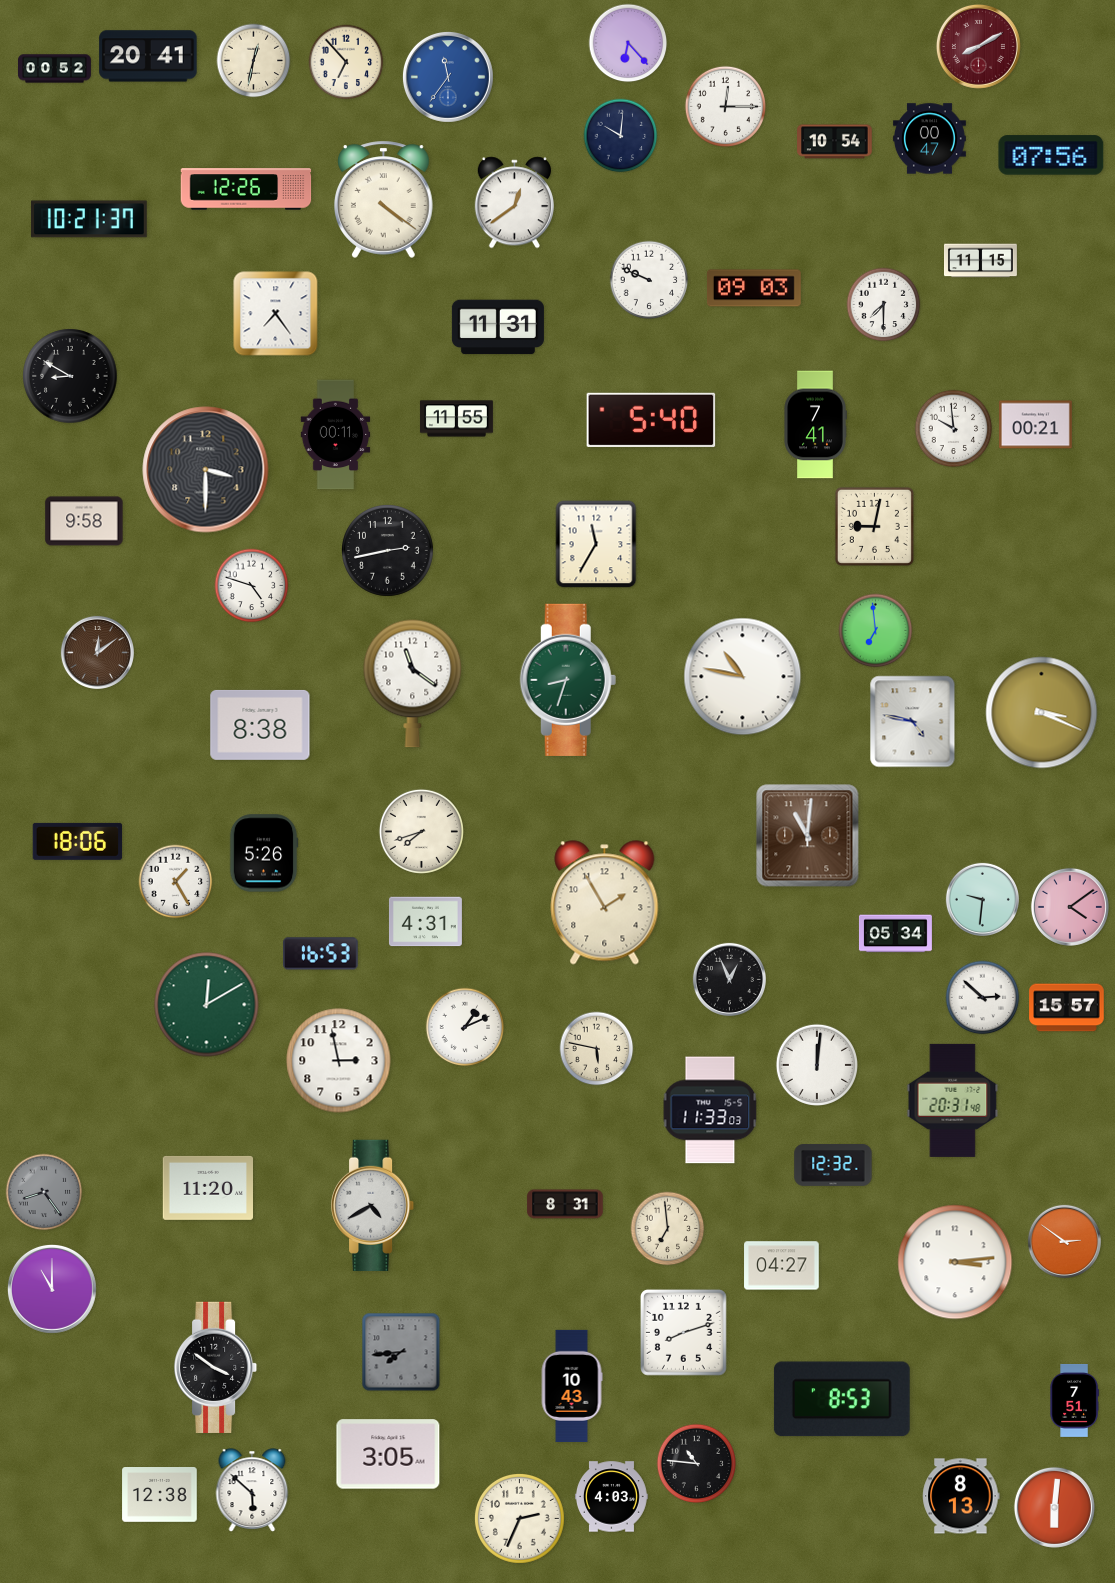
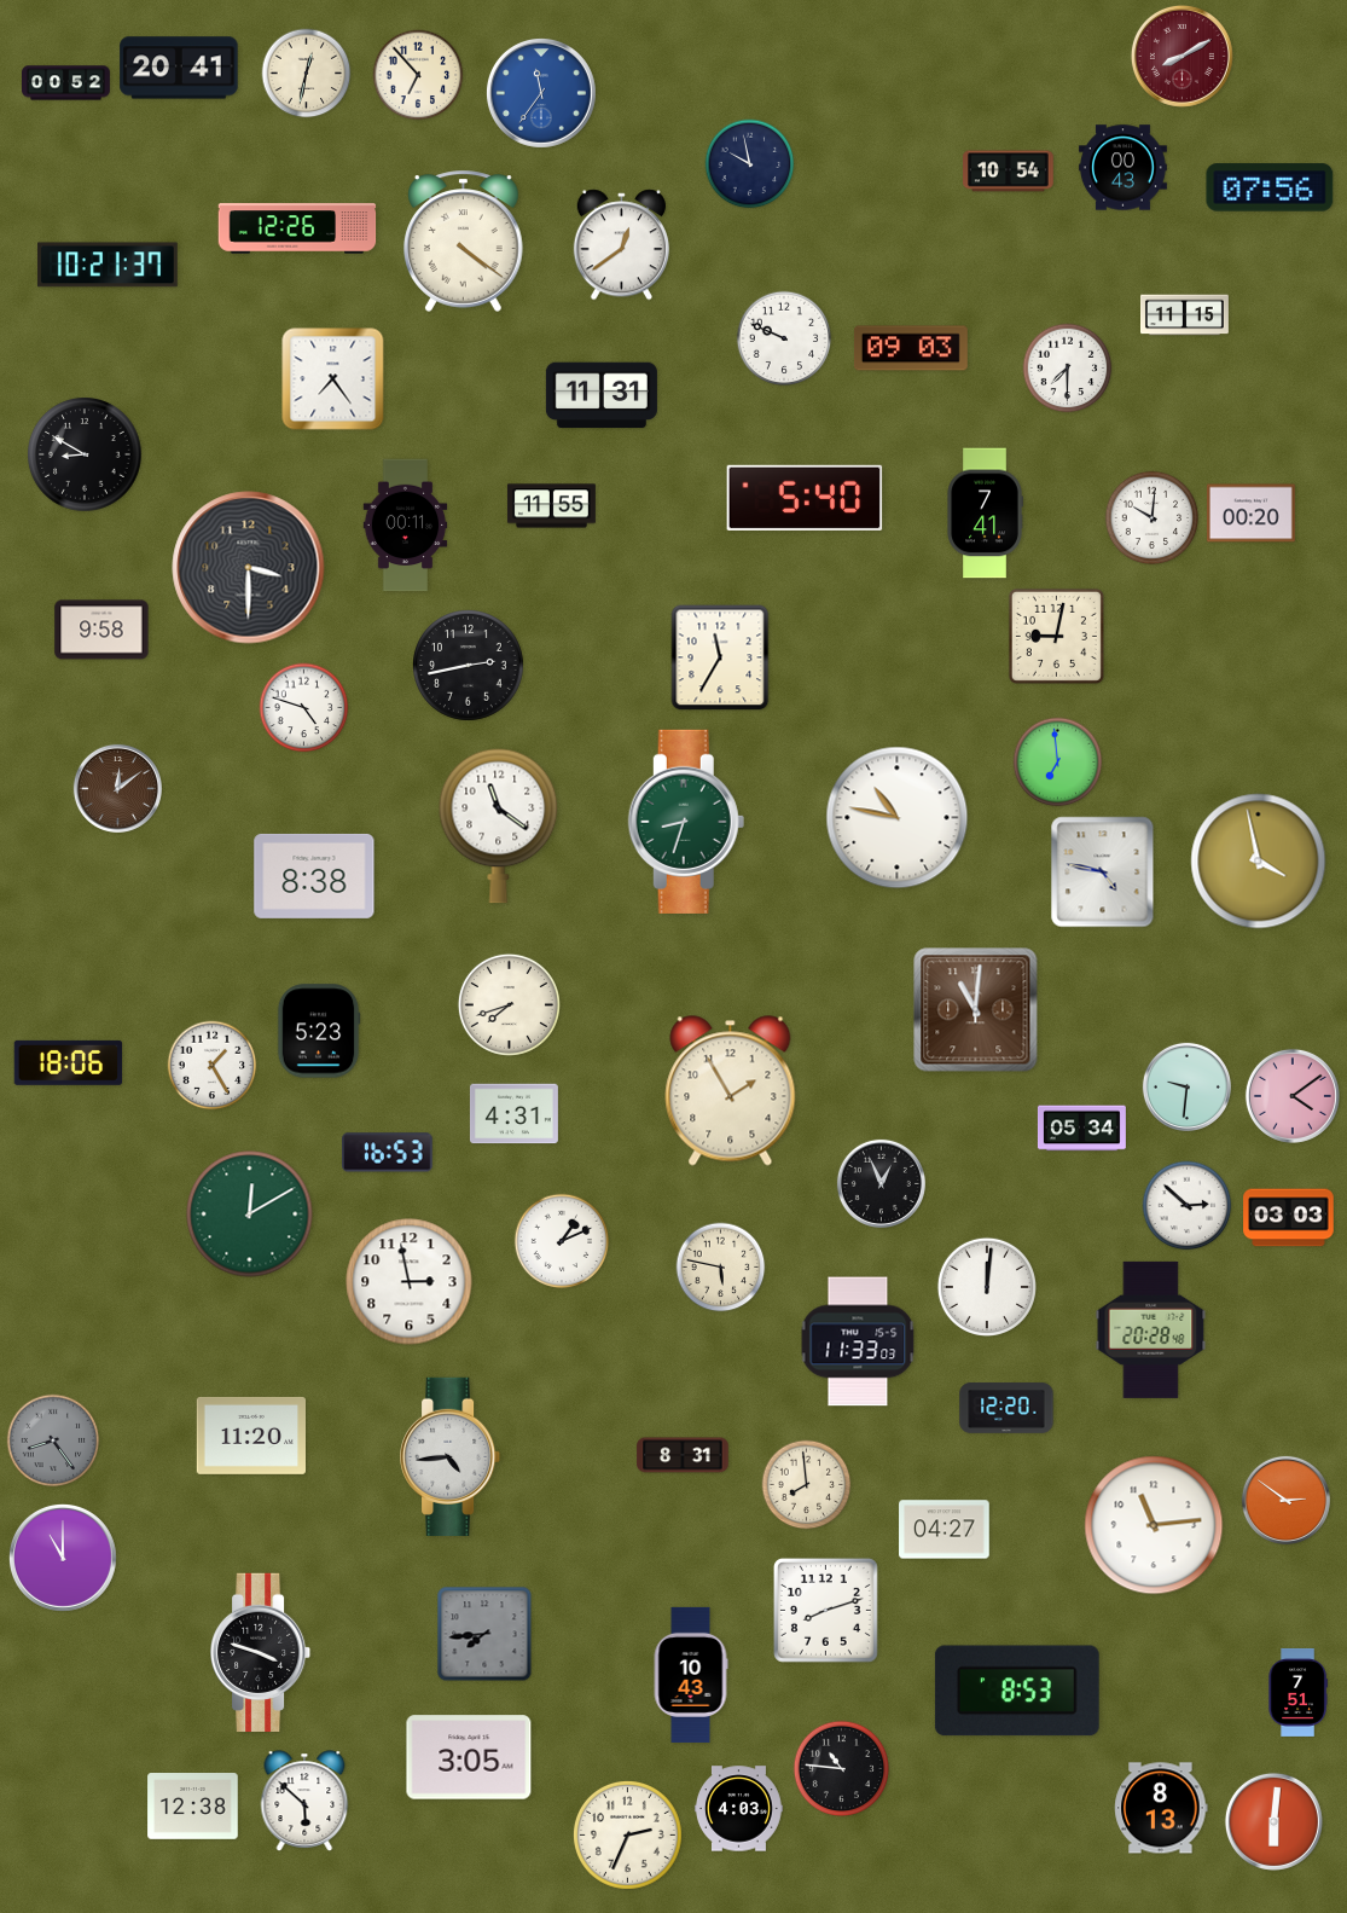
clock at (628, 43): 6:23 -> none
clock at (725, 106): 12:15 -> none
clock at (621, 136): 10:01 -> 9:58
clock at (929, 139): 00:47 -> 00:43
clock at (651, 420) position: (651, 420) -> (805, 498)
clock at (1035, 425): 00:21 -> 00:20
clock at (954, 429): 9:59 -> 10:01
clock at (1042, 713): 3:19 -> 3:58
clock at (78, 841) position: (78, 841) -> (69, 1062)
clock at (264, 853): 5:26 -> 5:23
clock at (1067, 1008): 15:57 -> 03:03
clock at (953, 1100): 20:31 -> 20:28
clock at (833, 1165): 12:32 -> 12:20
clock at (374, 1205): 4:40 -> 4:44
clock at (668, 1229): 6:59 -> 7:59
clock at (955, 1262): 3:14 -> 11:14
clock at (217, 1367): 3:51 -> 3:48
